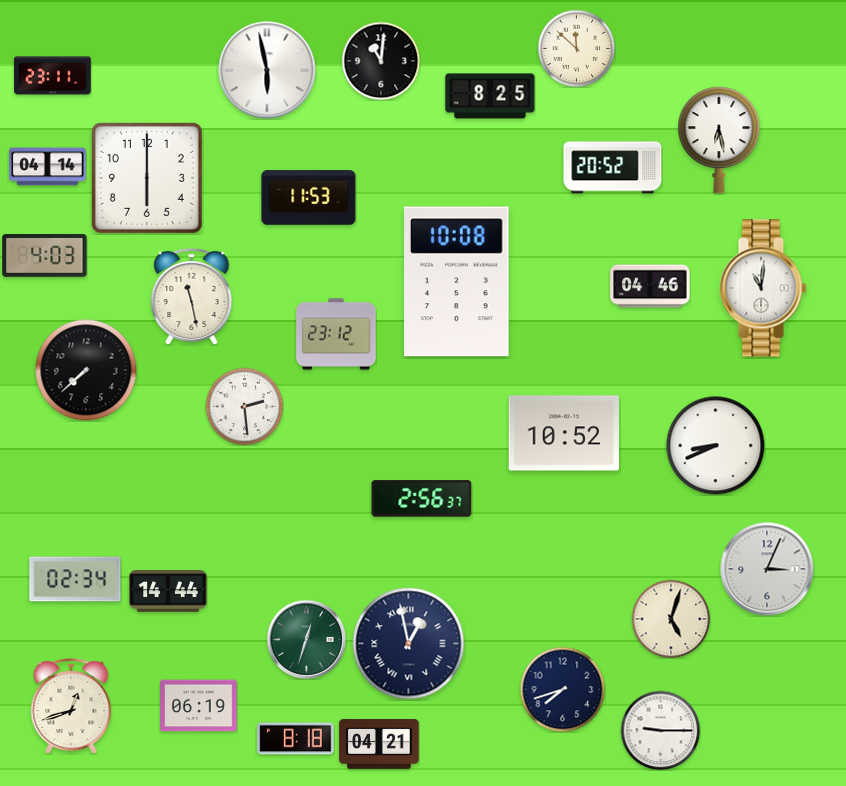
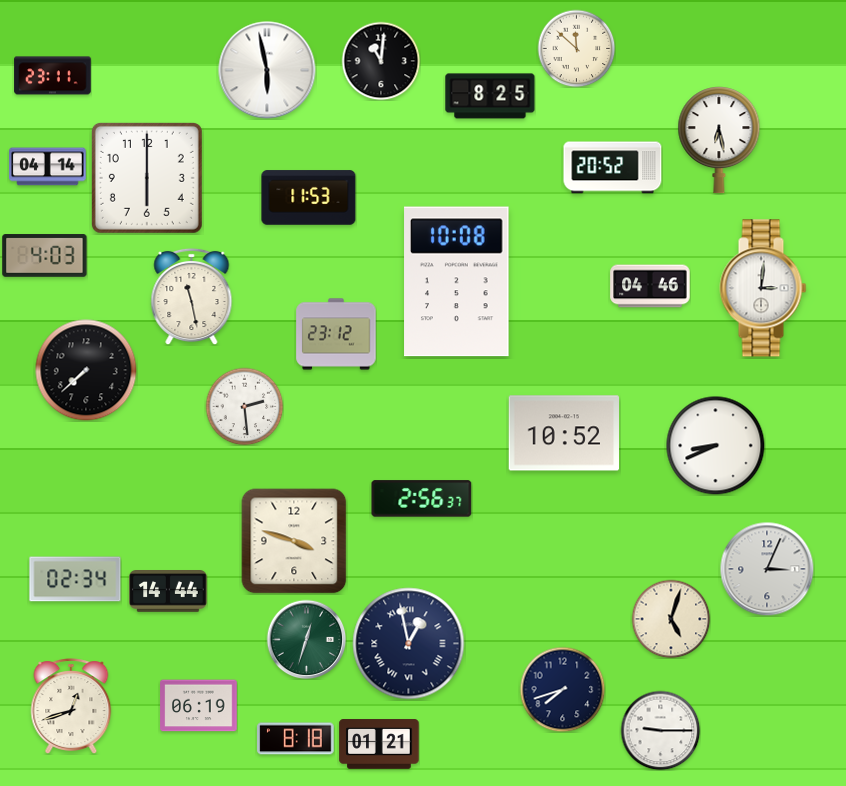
clock at (763, 288): 11:01 -> 3:01
clock at (294, 541): none -> 3:48
clock at (379, 744): 04:21 -> 01:21
